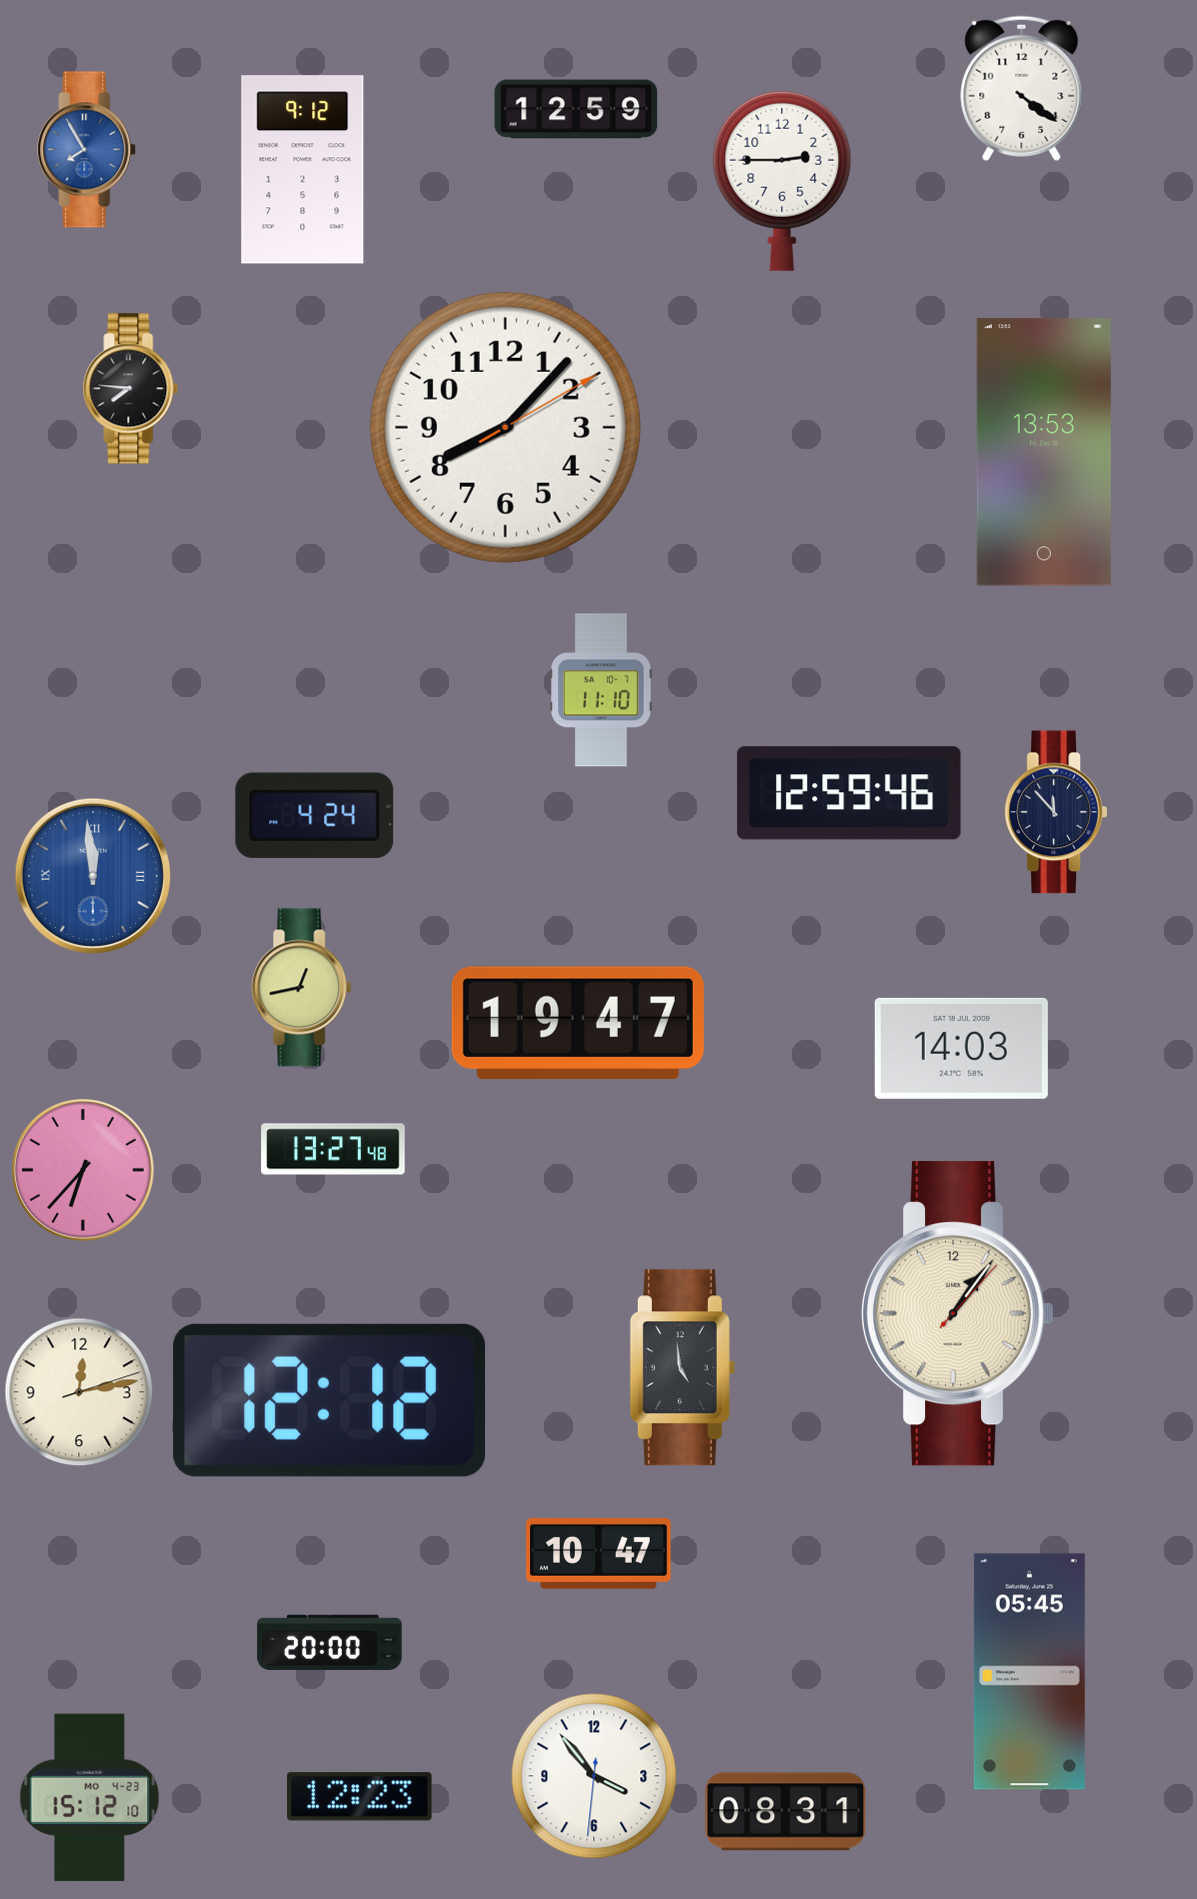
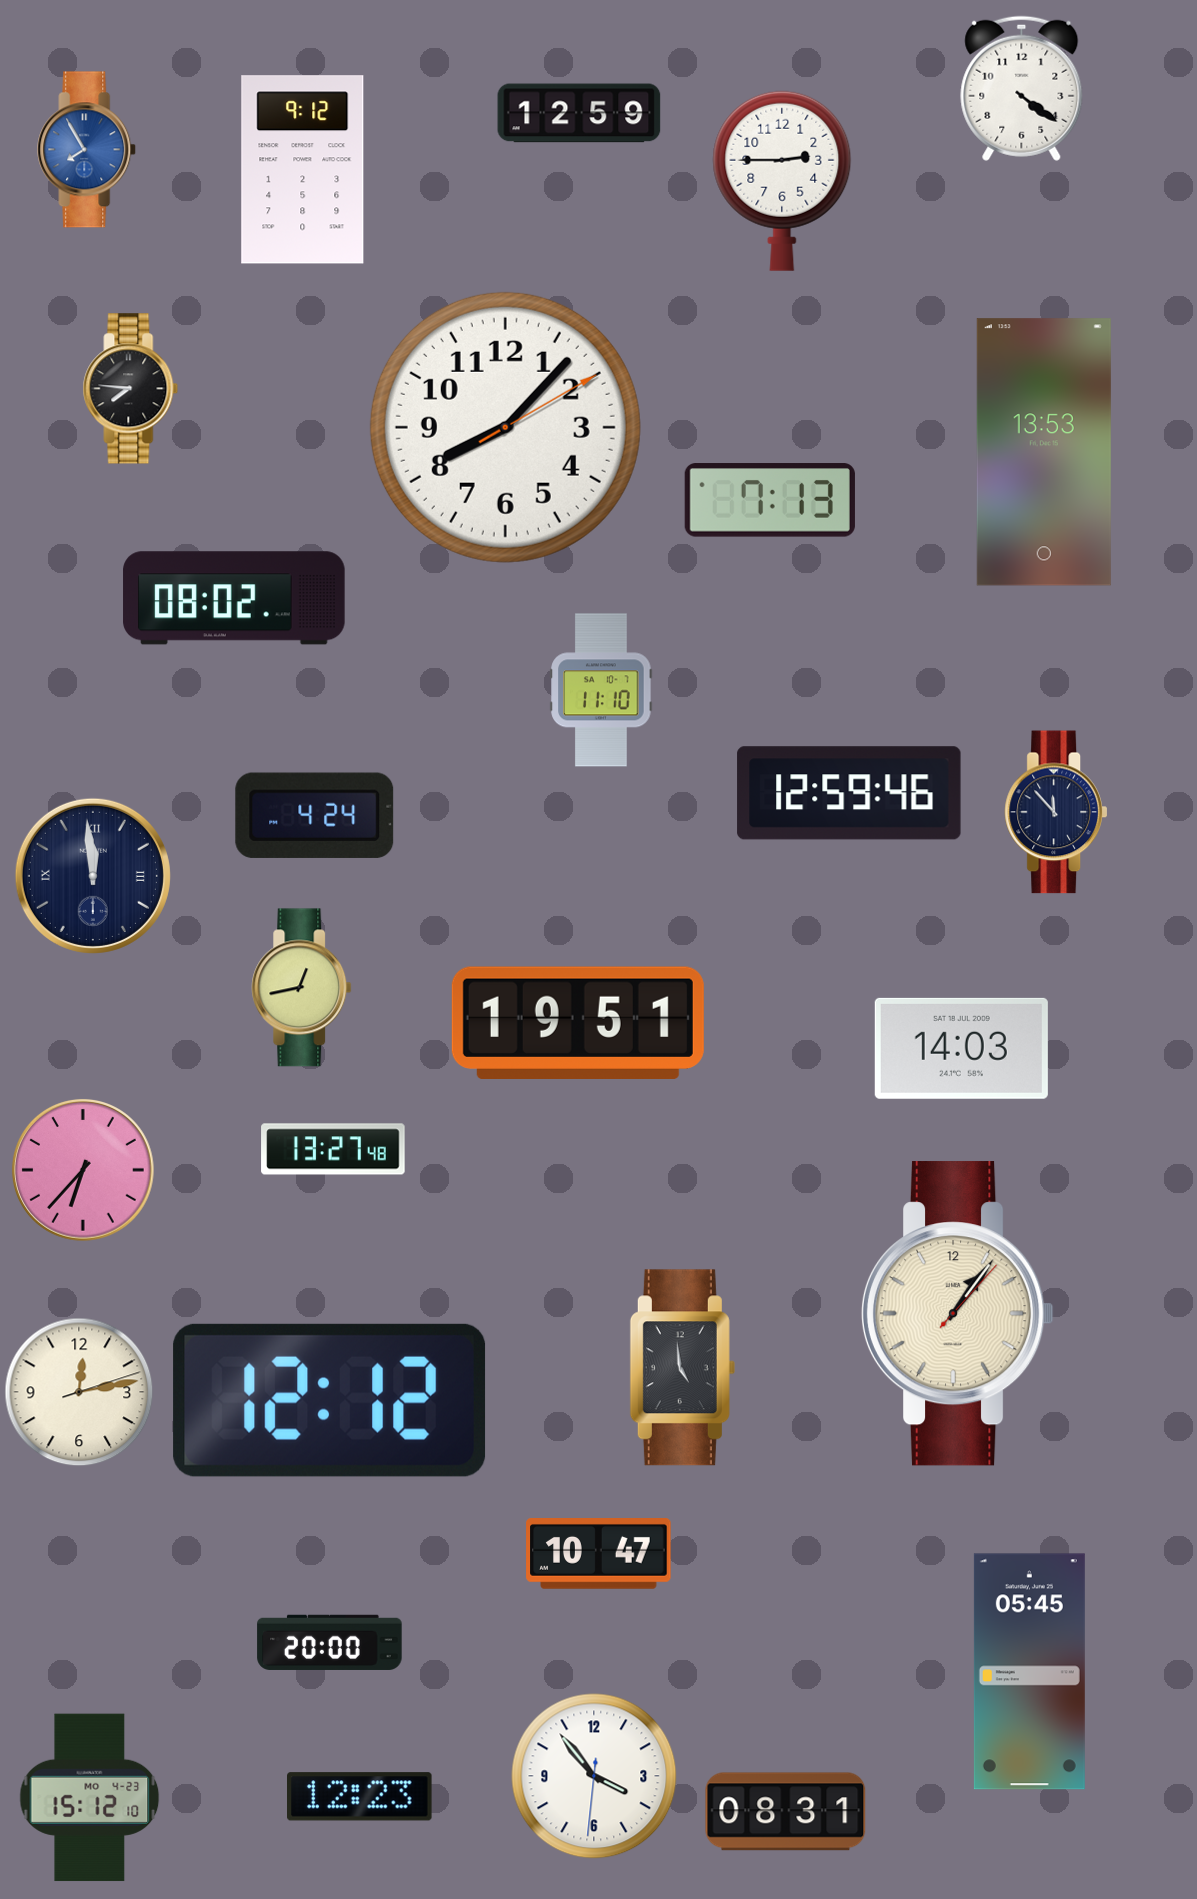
clock at (576, 109) position: (576, 109) -> (579, 113)
clock at (770, 500): none -> 7:13
clock at (234, 598): none -> 08:02
clock at (93, 876) dial: blue -> navy
clock at (578, 1022): 19:47 -> 19:51
